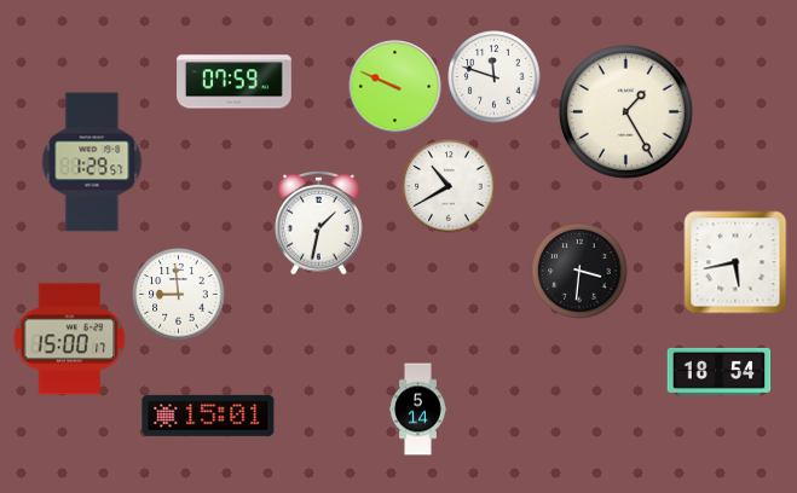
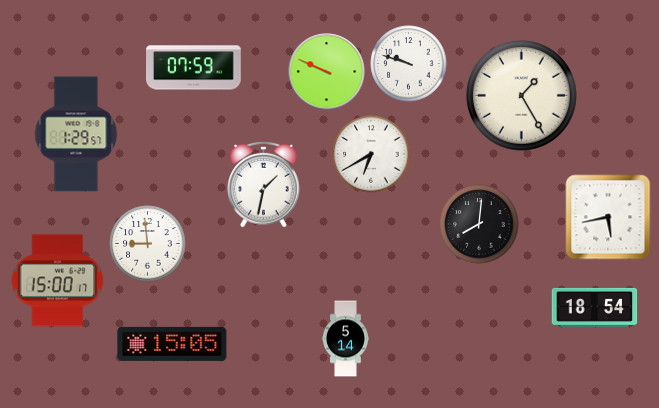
clock at (495, 77): 11:48 -> 9:48
clock at (625, 111) position: (625, 111) -> (521, 95)
clock at (449, 186): 10:40 -> 6:40
clock at (579, 271): 3:31 -> 8:01
clock at (208, 416): 15:01 -> 15:05
